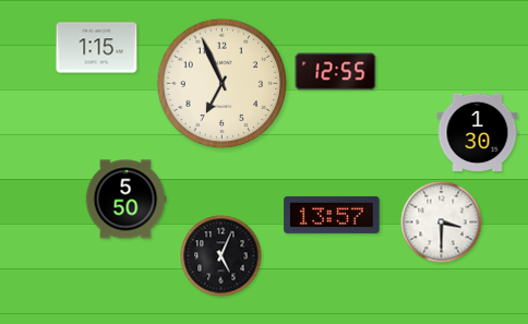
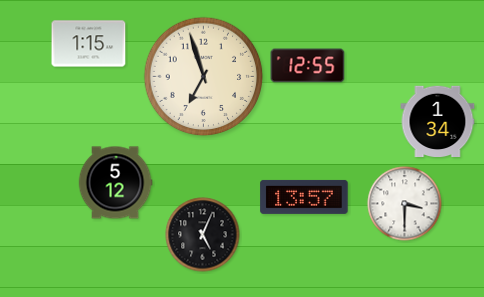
clock at (223, 84): 6:56 -> 6:57
clock at (478, 132): 1:30 -> 1:34
clock at (125, 200): 5:50 -> 5:12
